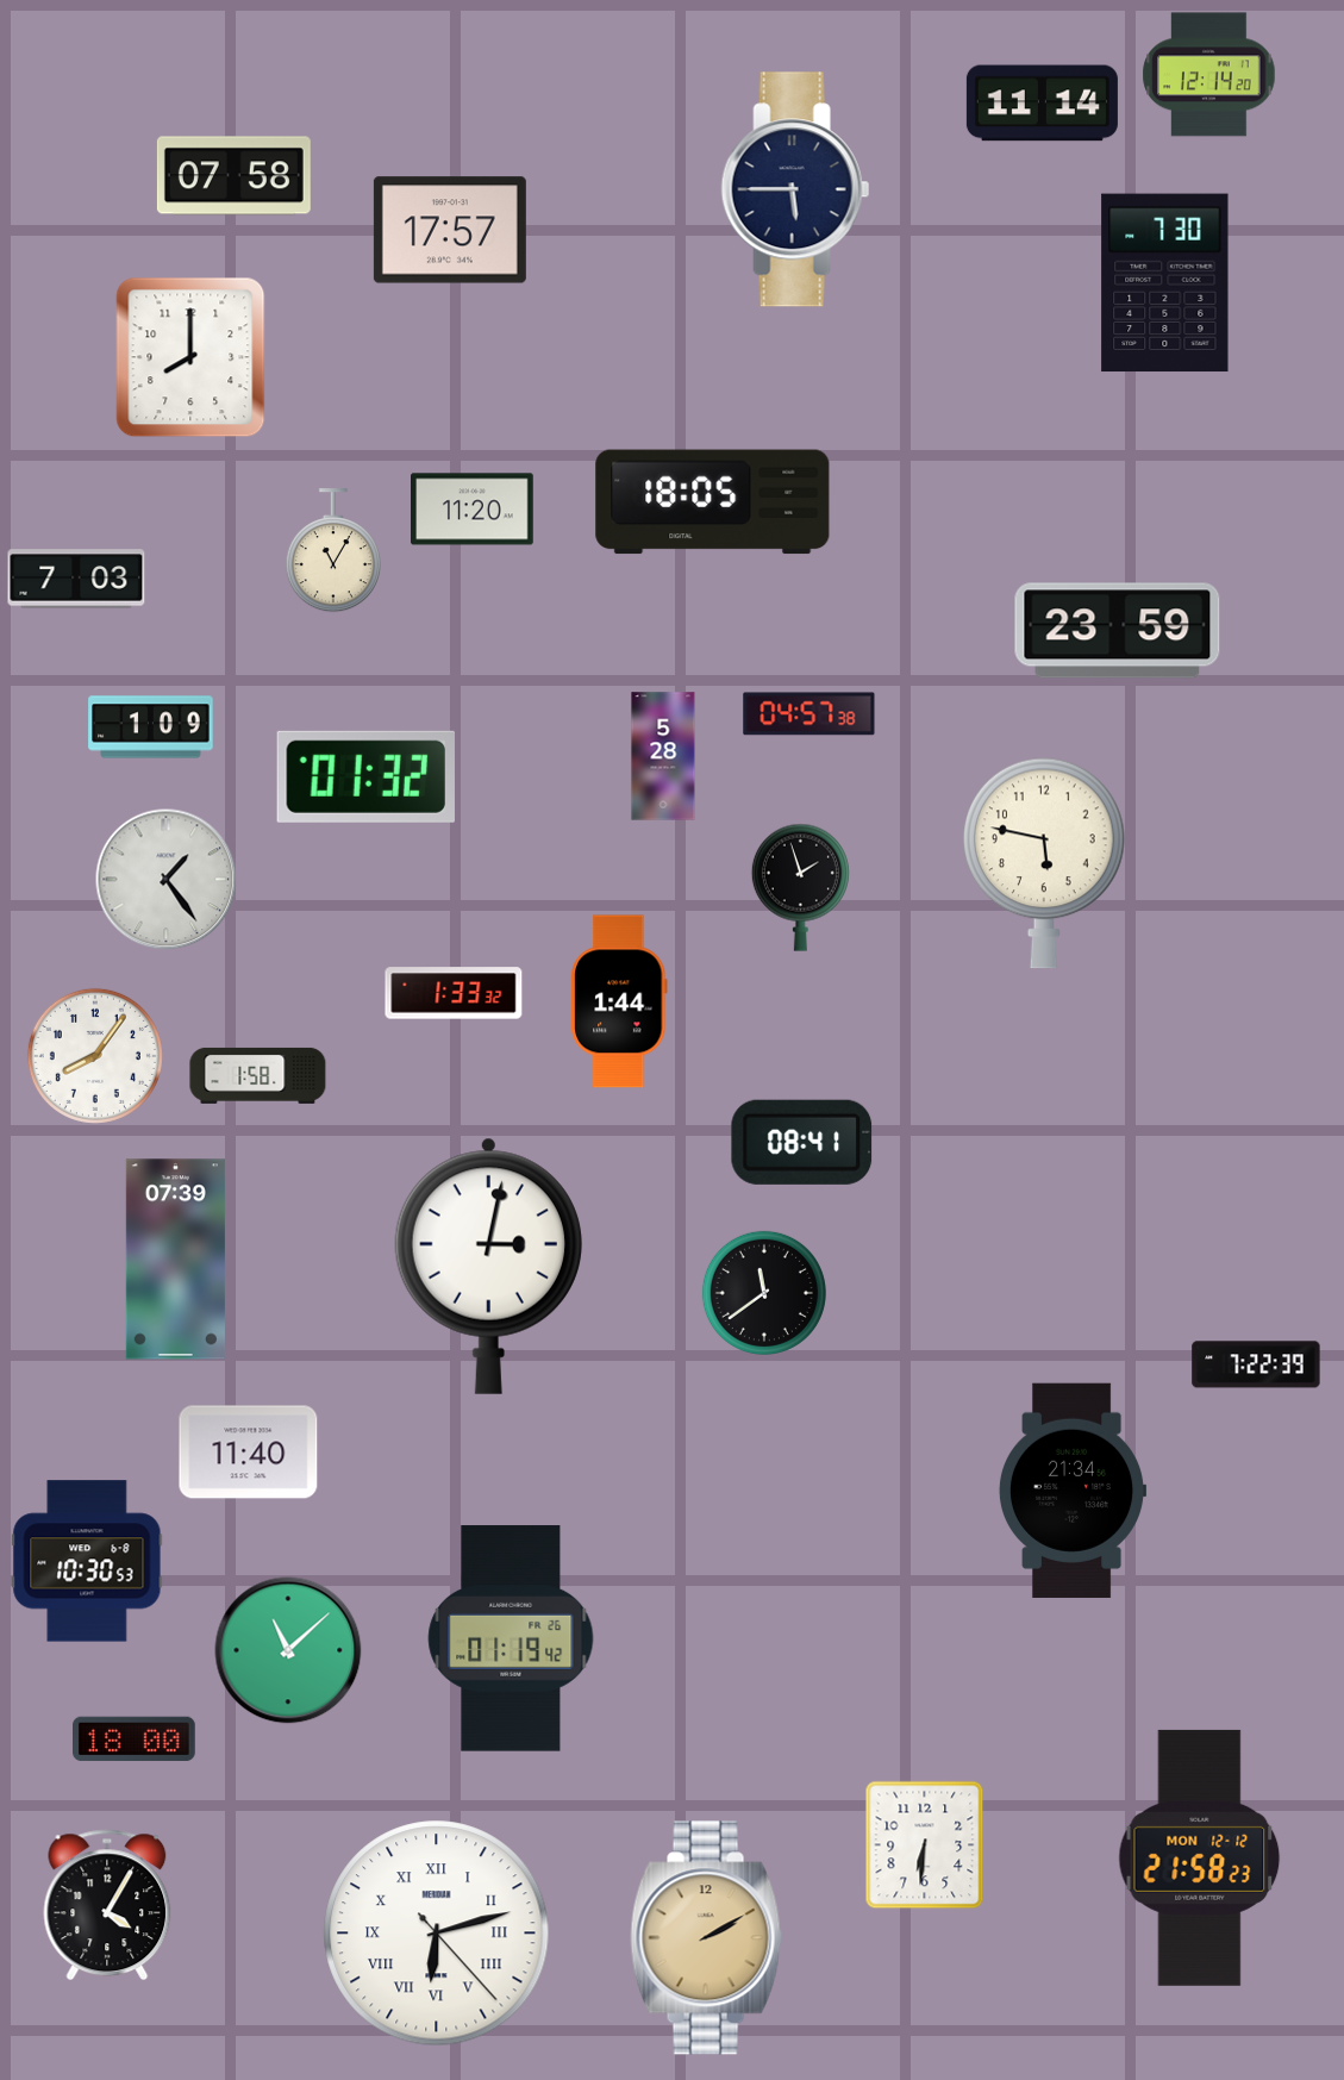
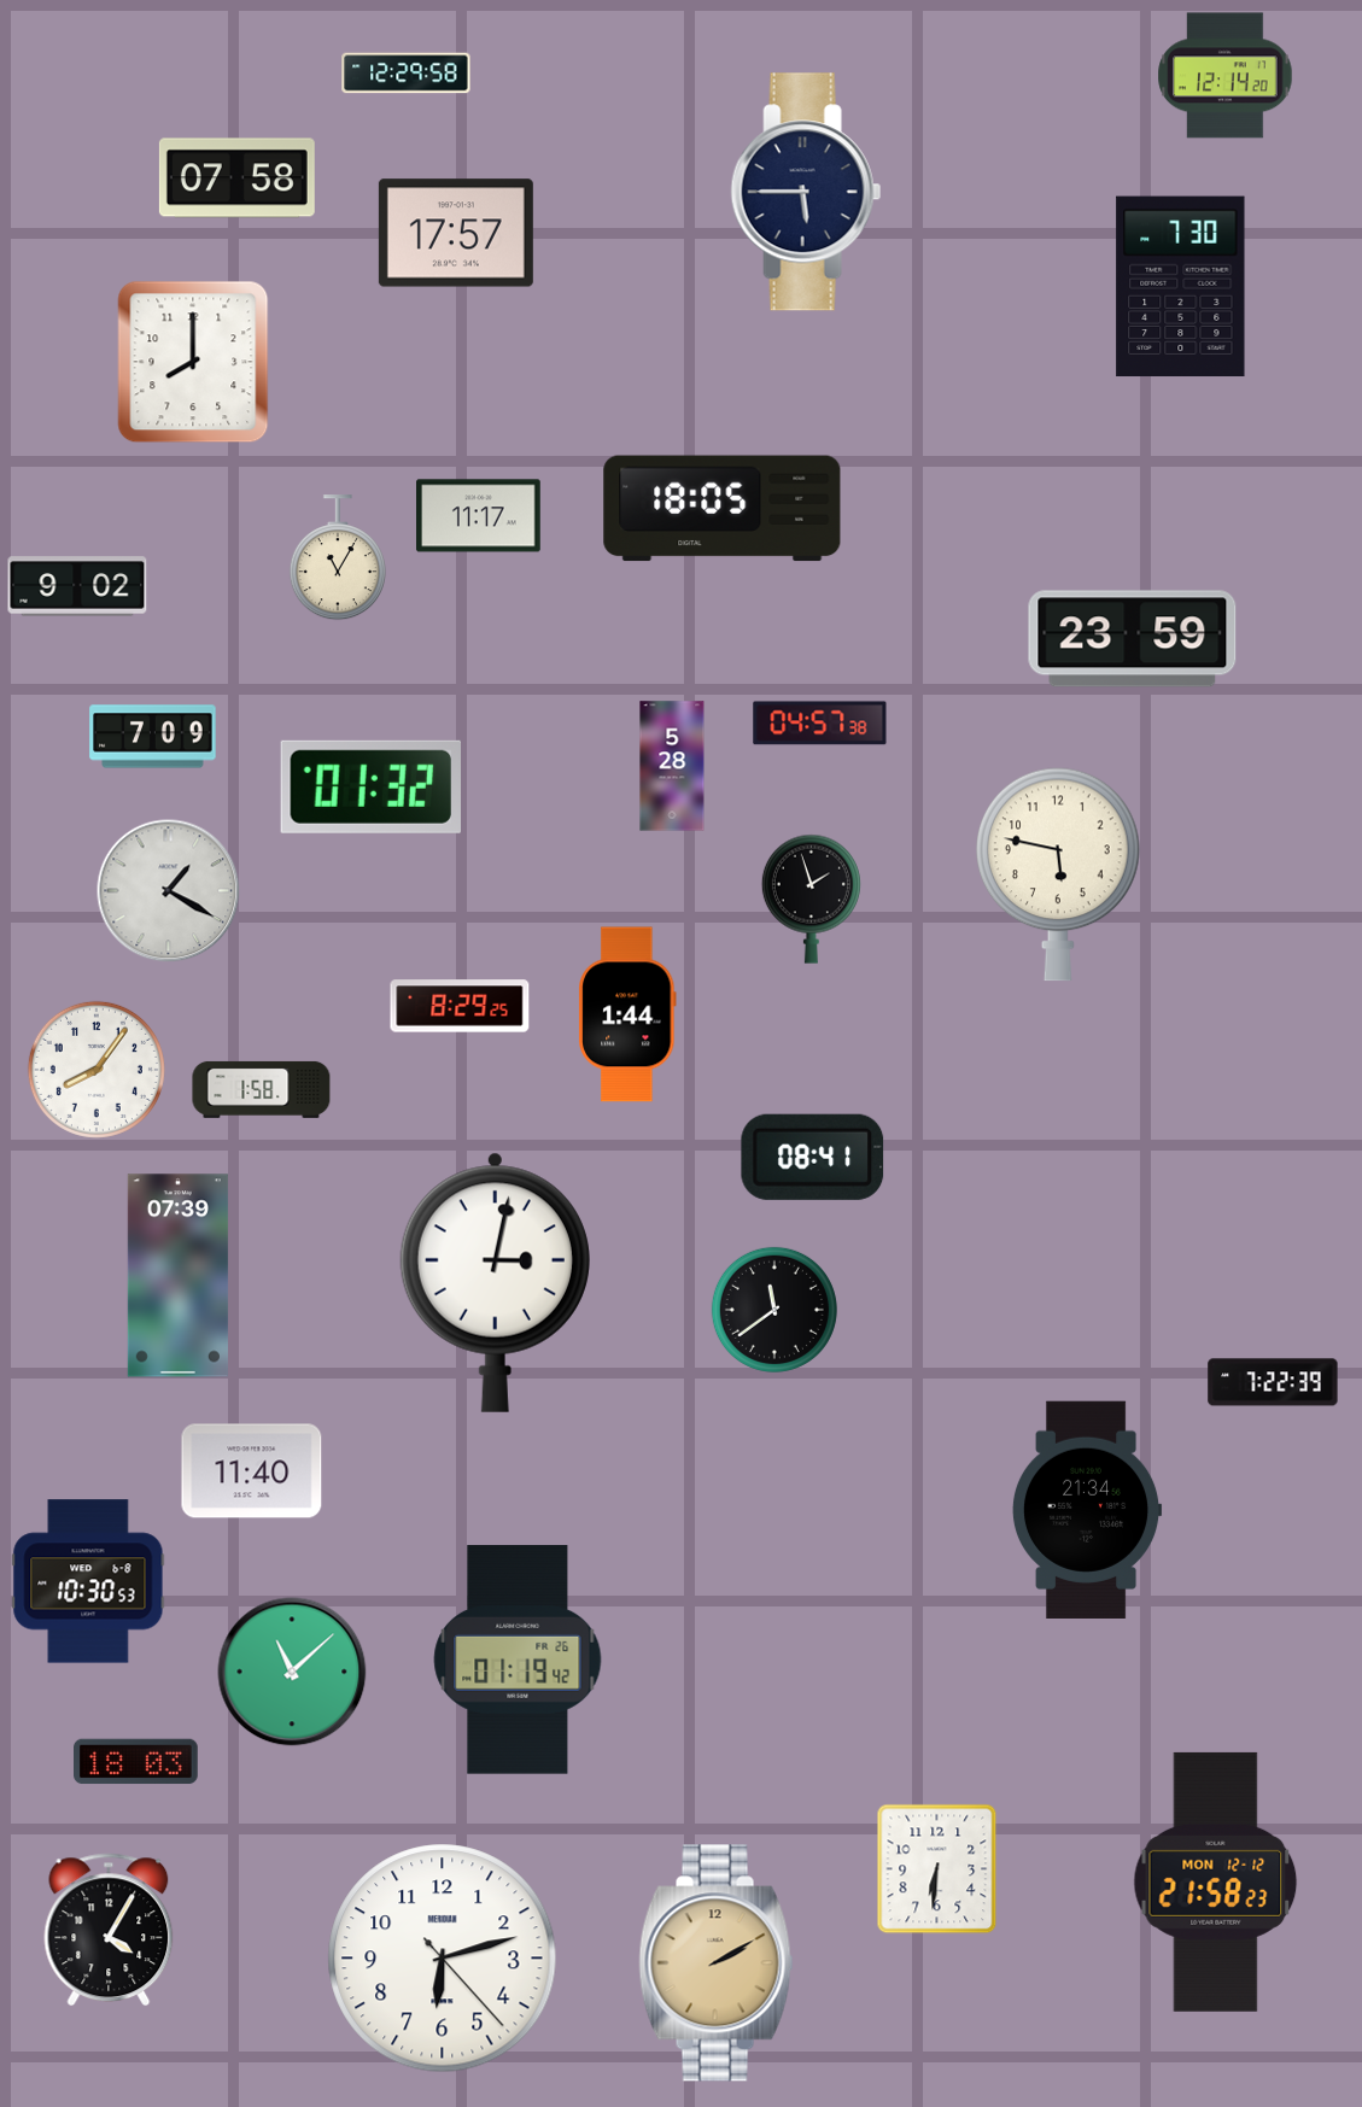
clock at (407, 74): none -> 12:29
clock at (1042, 104): 11:14 -> none
clock at (473, 510): 11:20 -> 11:17
clock at (76, 579): 7:03 -> 9:02
clock at (151, 727): 1:09 -> 7:09
clock at (167, 880): 1:24 -> 1:20
clock at (454, 993): 1:33 -> 8:29
clock at (135, 1739): 18:00 -> 18:03
clock at (437, 1934) numerals: Roman -> Arabic
